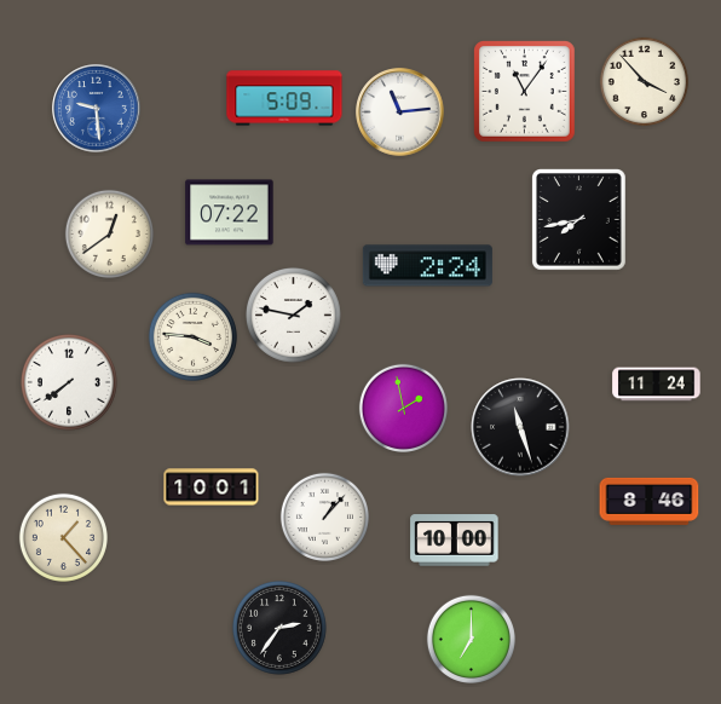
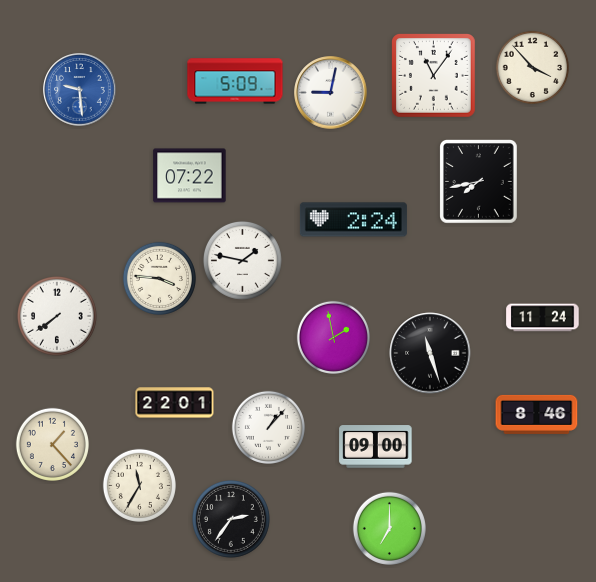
clock at (400, 112): 11:14 -> 9:02
clock at (109, 233): 12:39 -> none
clock at (212, 487): 10:01 -> 22:01
clock at (455, 541): 10:00 -> 09:00
clock at (139, 485): none -> 11:35
